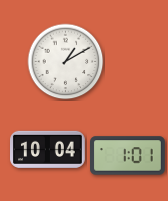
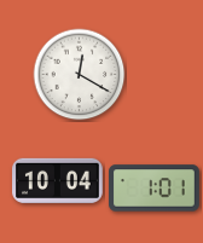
clock at (66, 62): 1:10 -> 12:20
